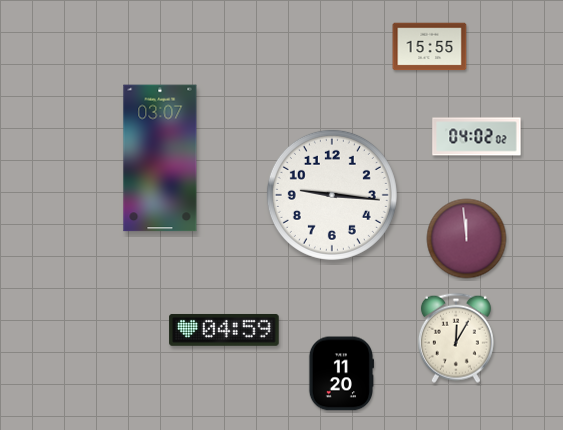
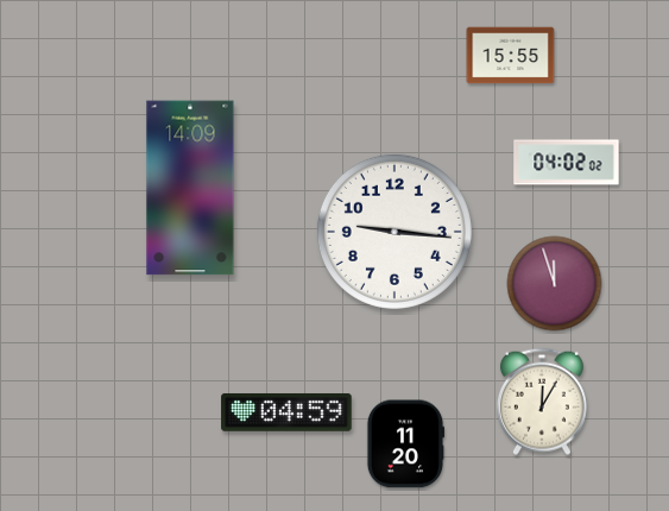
clock at (160, 158): 03:07 -> 14:09
clock at (467, 239): 11:59 -> 11:57
clock at (224, 330) position: (224, 330) -> (286, 412)
